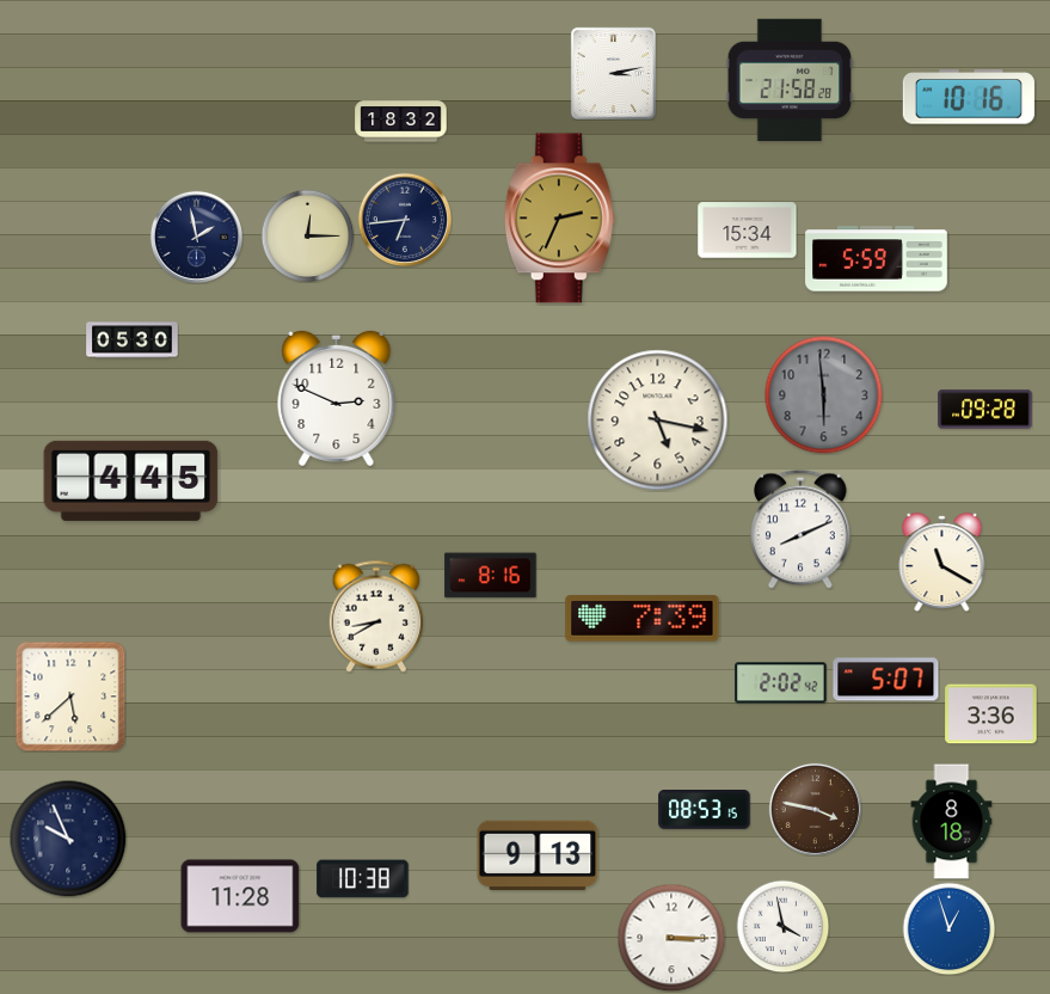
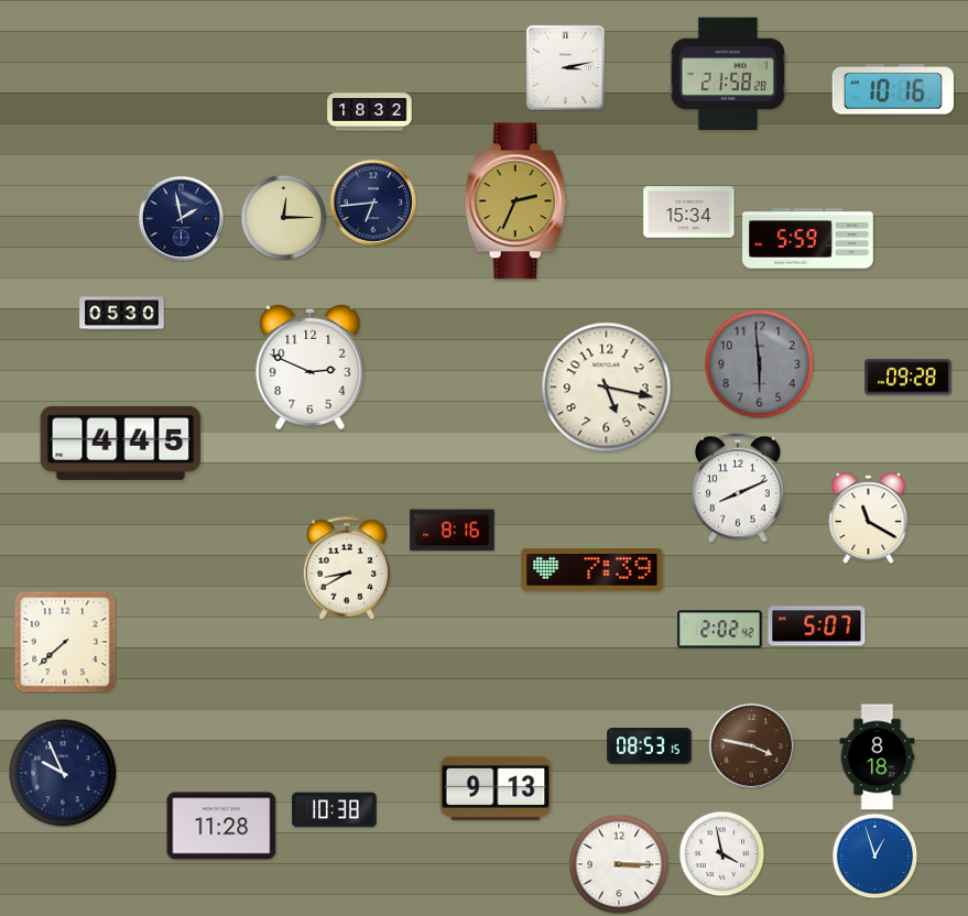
clock at (70, 697): 5:38 -> 7:38
clock at (991, 714): 3:36 -> none
